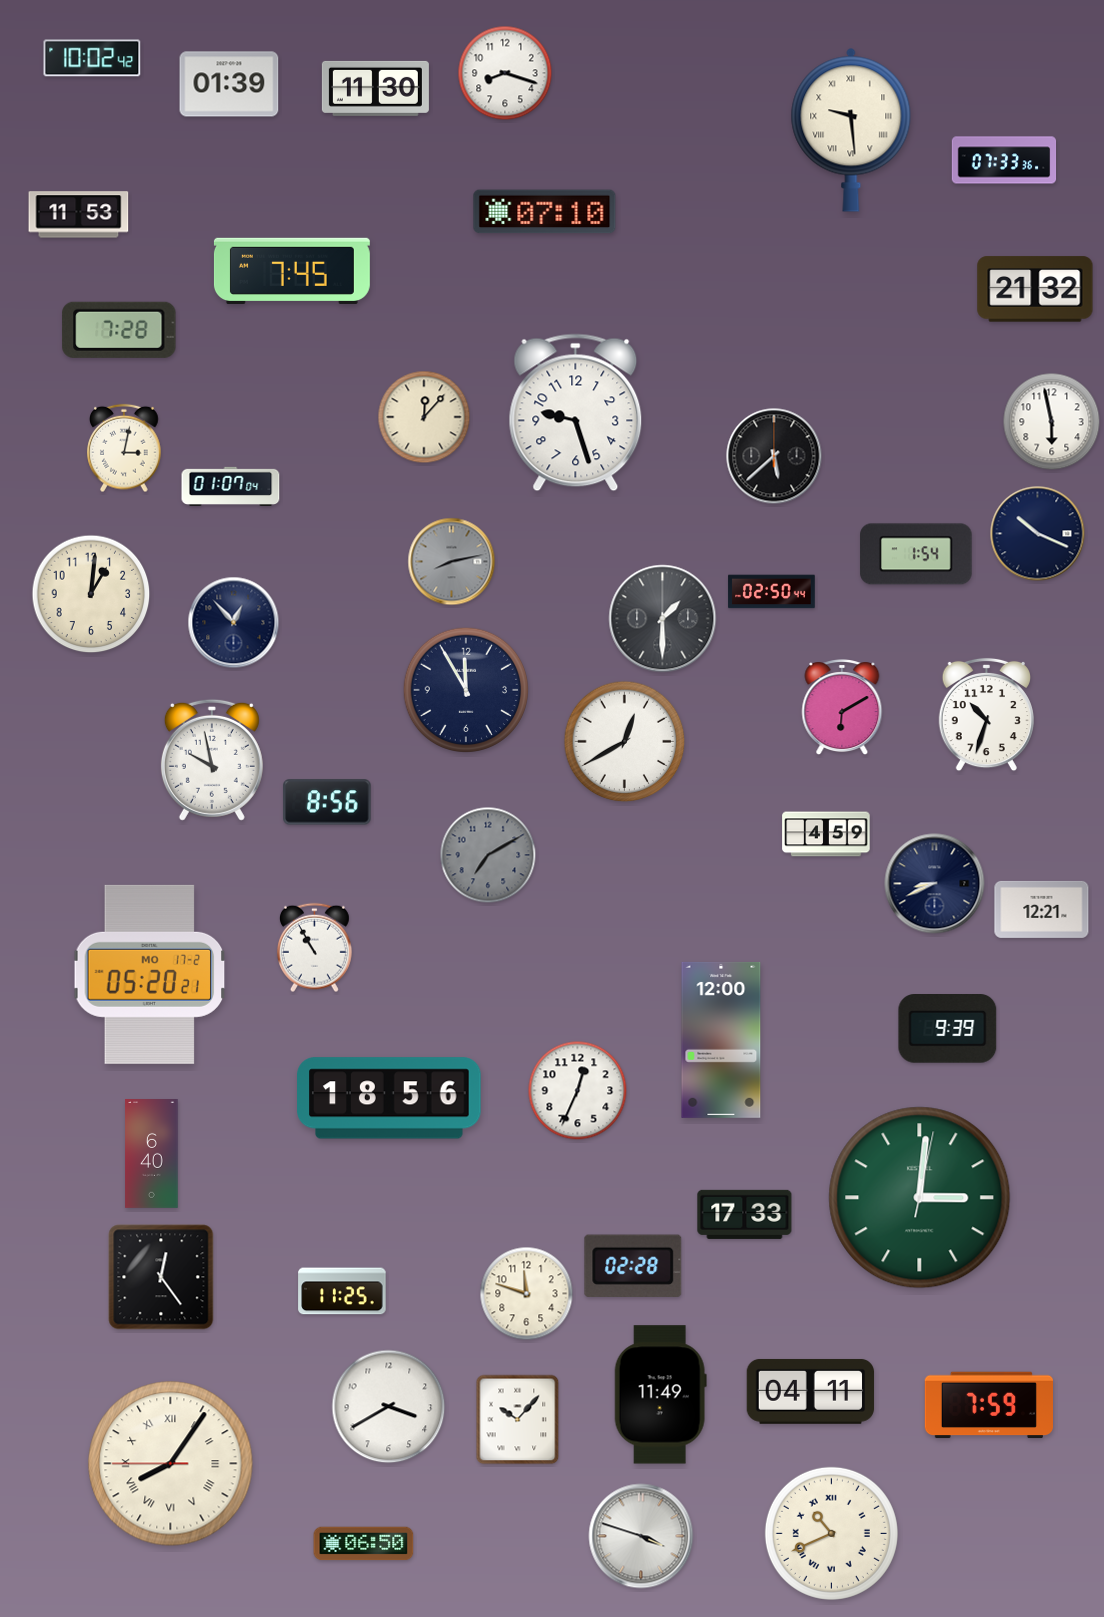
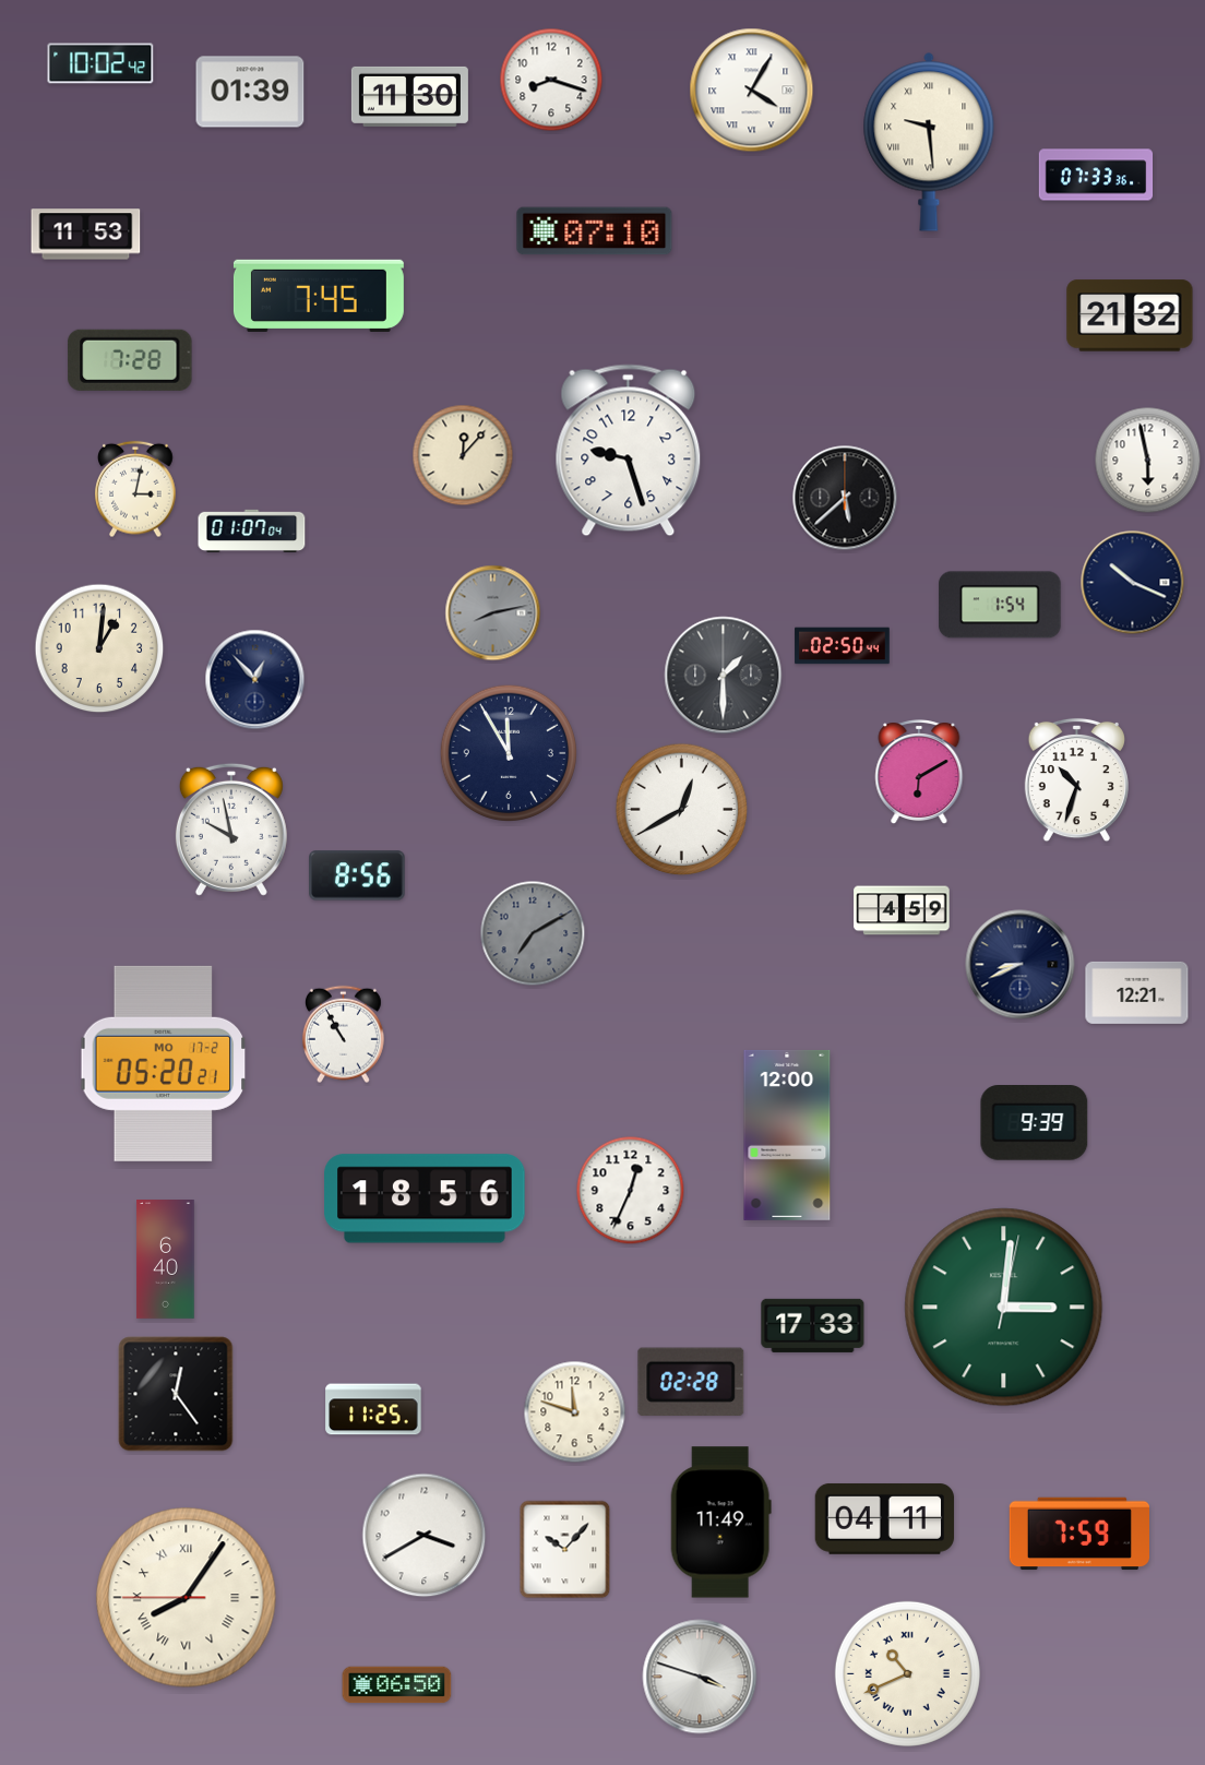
clock at (752, 91): none -> 4:05
